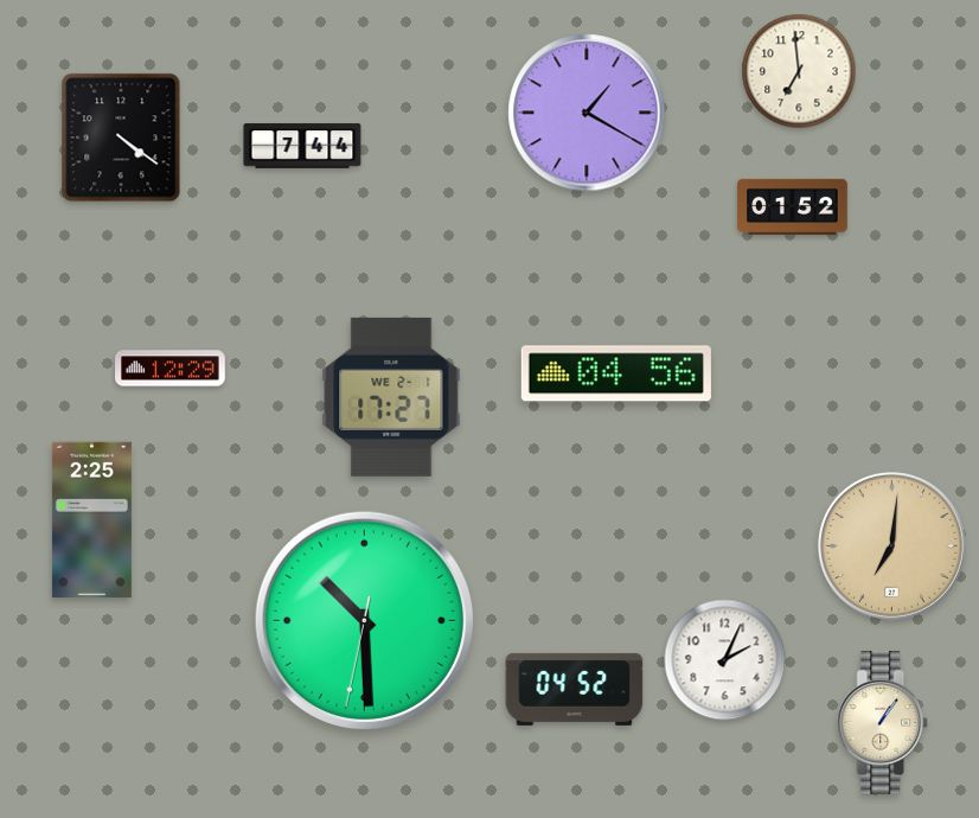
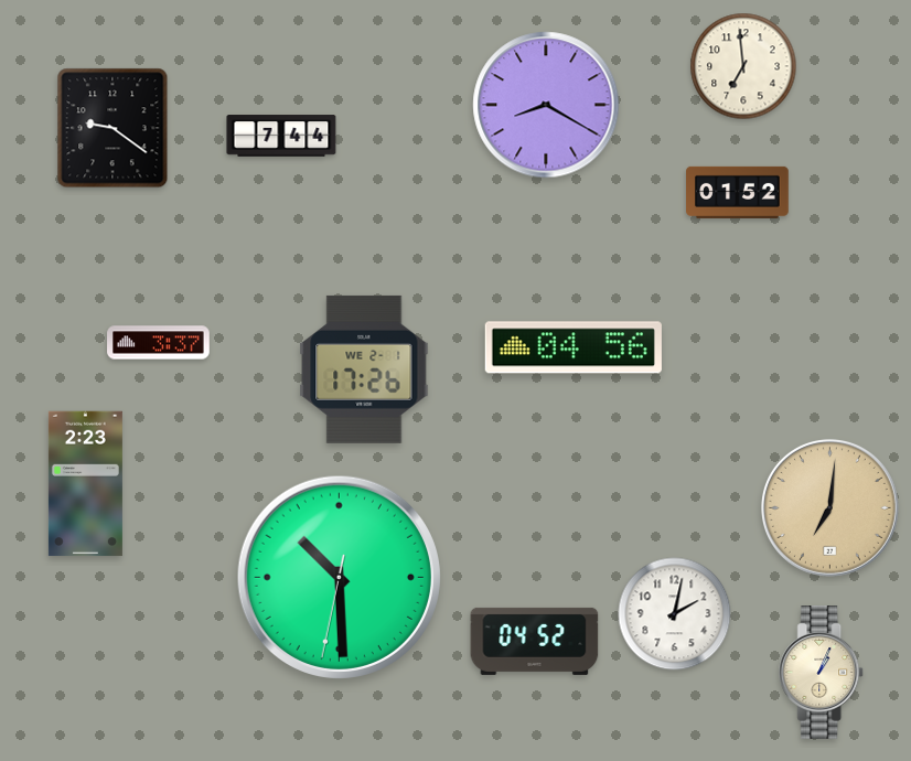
clock at (587, 113): 1:20 -> 8:20
clock at (121, 138): 4:21 -> 9:21
clock at (171, 369): 12:29 -> 3:37
clock at (391, 397): 17:27 -> 17:26
clock at (91, 520): 2:25 -> 2:23
clock at (725, 660): 2:04 -> 2:02
clock at (883, 723): 1:06 -> 1:04
